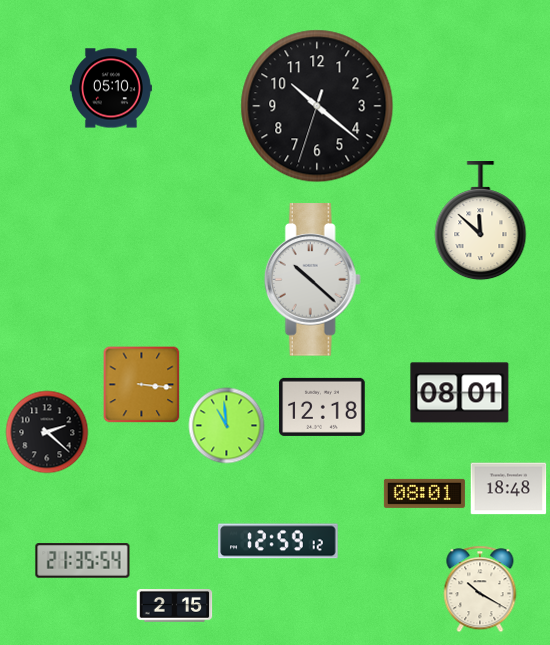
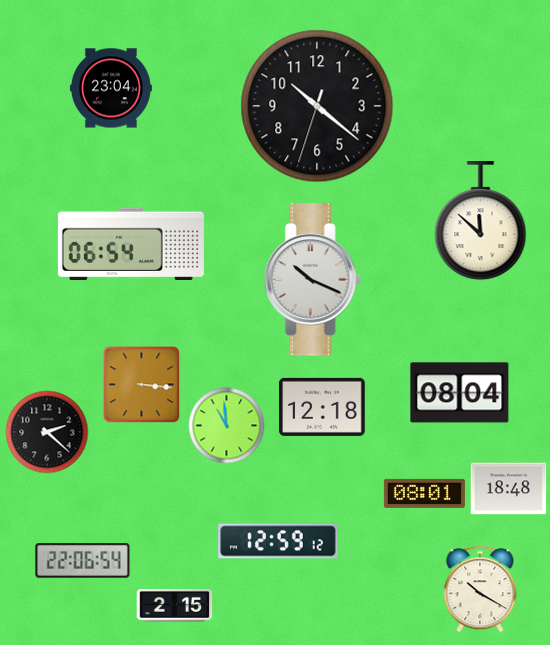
clock at (111, 88): 05:10 -> 23:04
clock at (131, 244): none -> 06:54
clock at (312, 280): 10:22 -> 10:19
clock at (460, 393): 08:01 -> 08:04
clock at (83, 561): 21:35 -> 22:06
